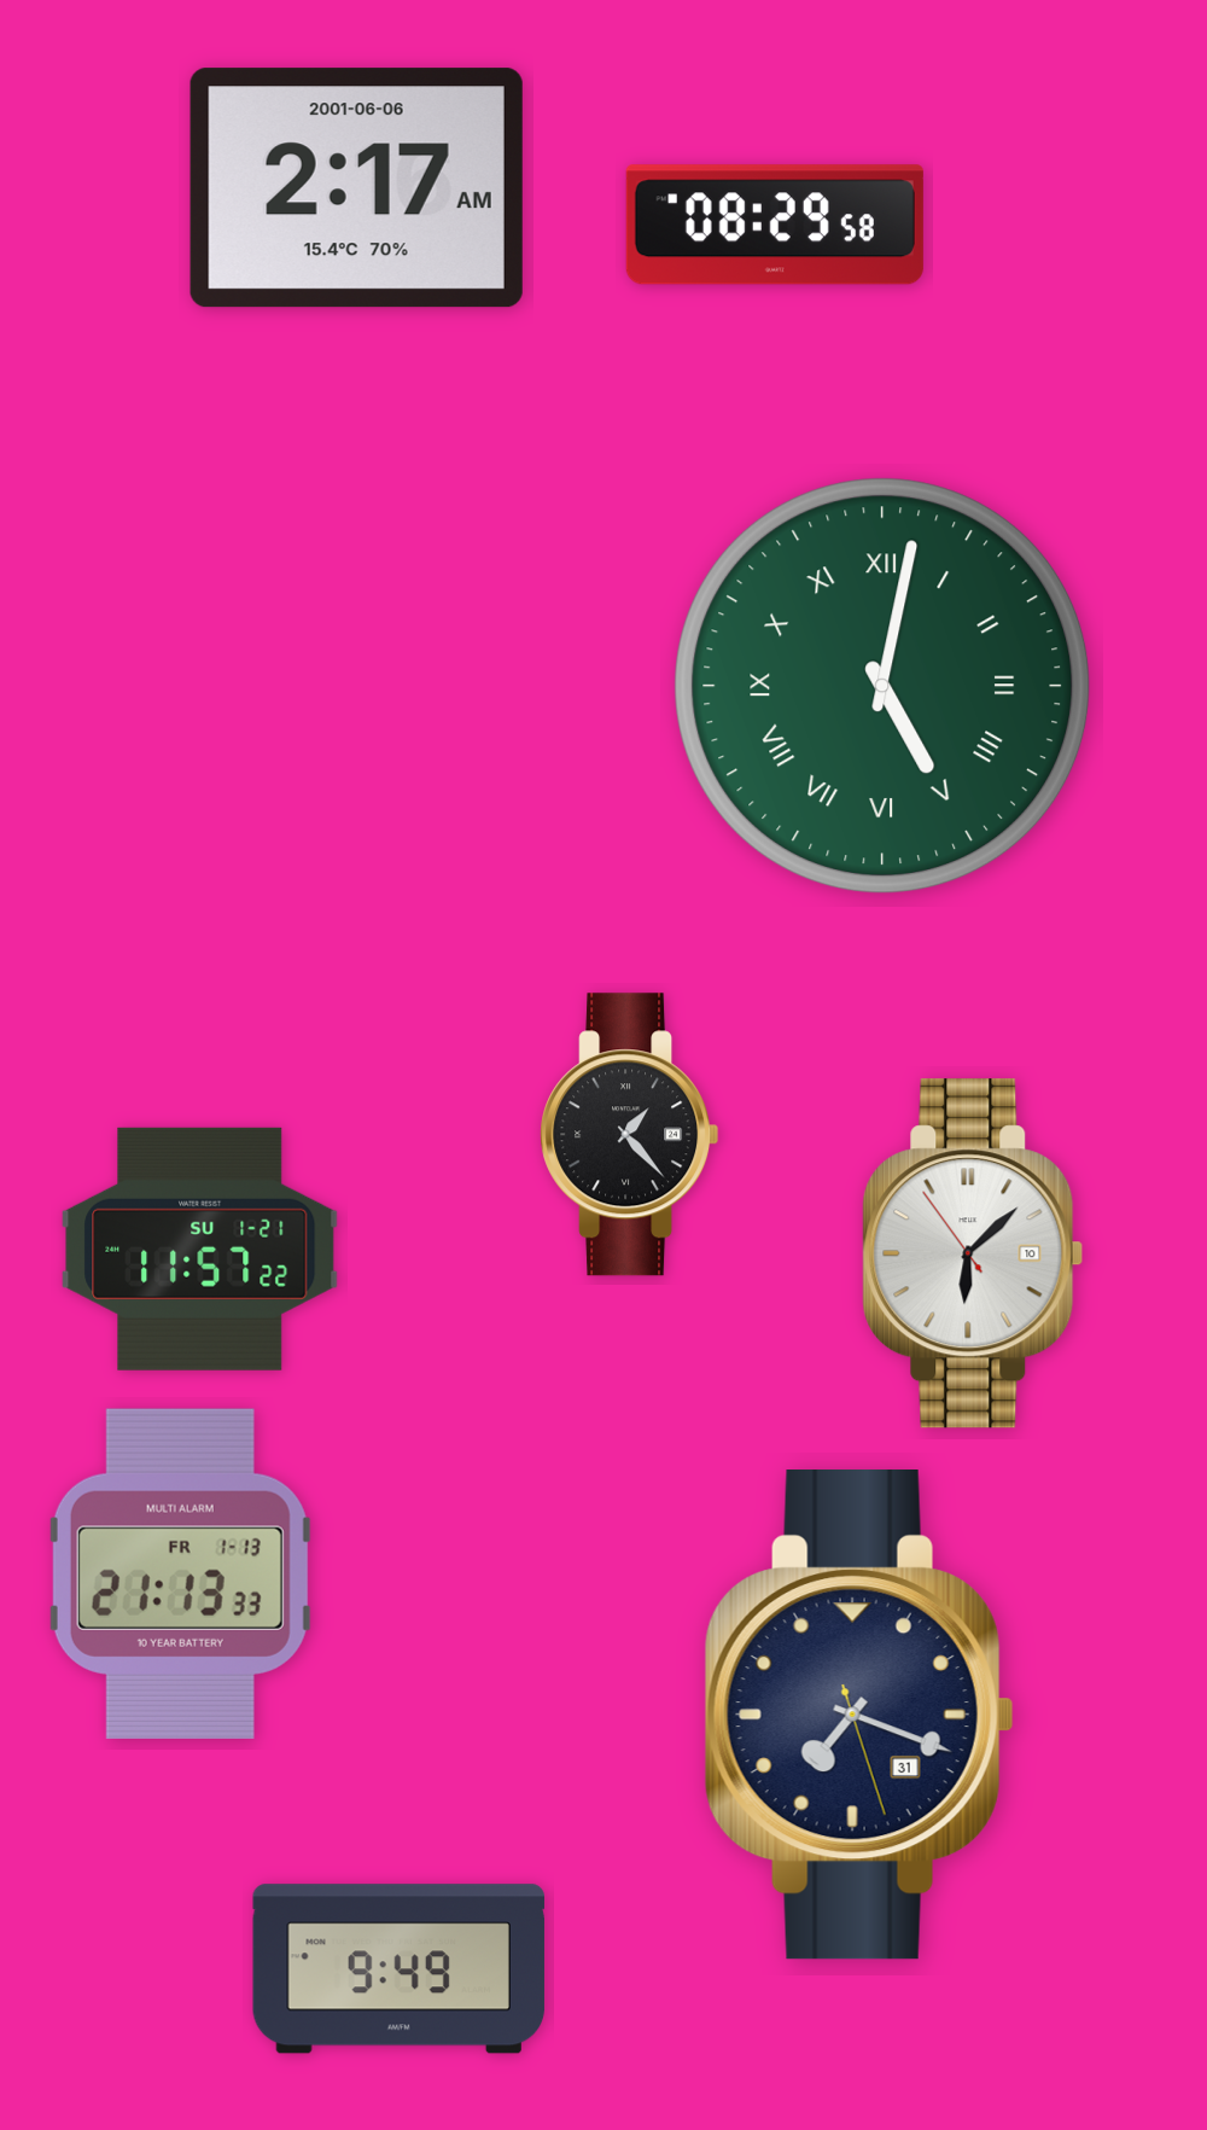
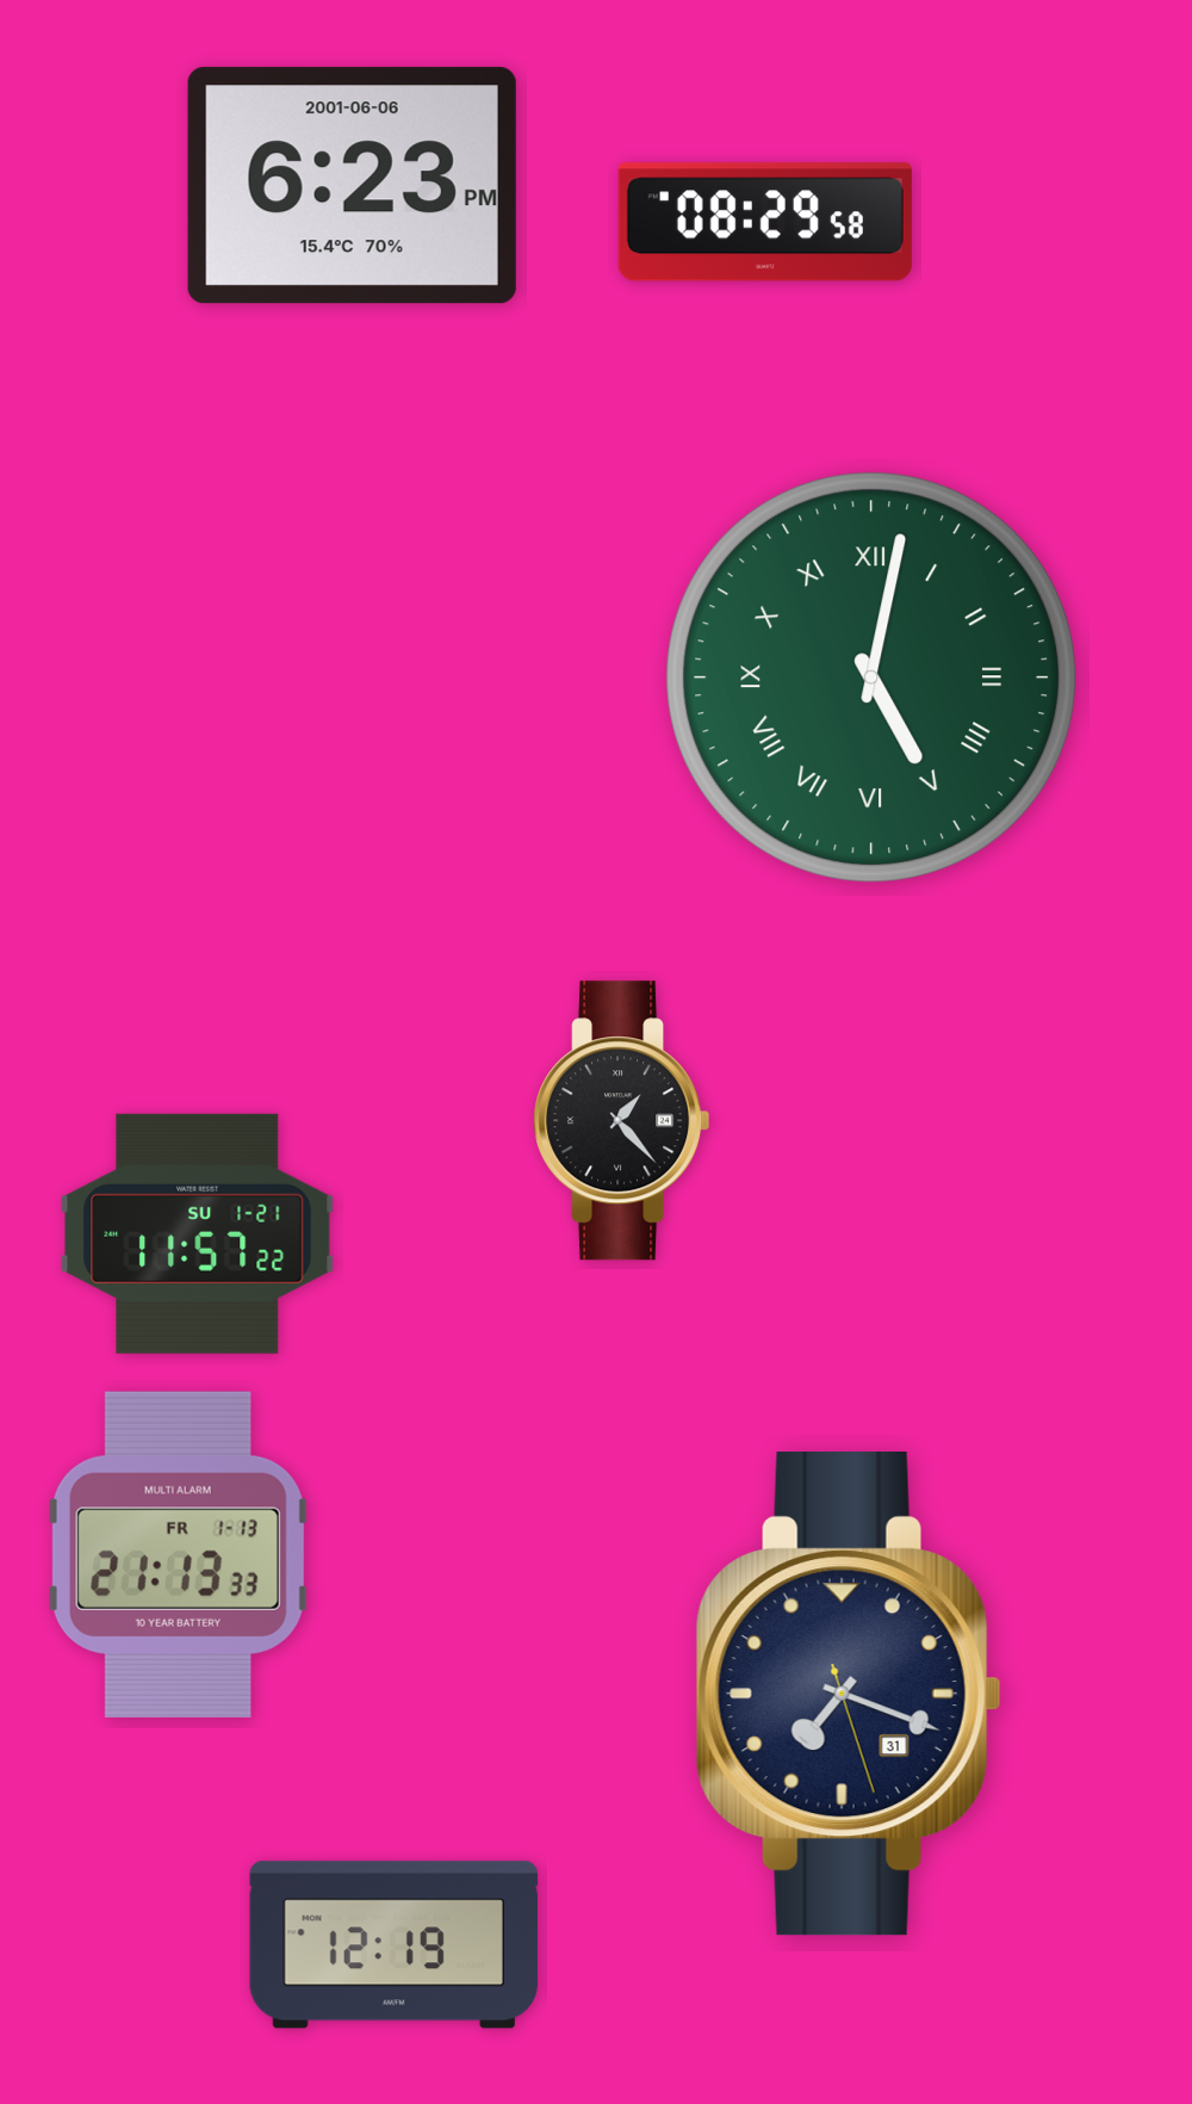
clock at (356, 188): 2:17 -> 6:23
clock at (973, 1253): 6:07 -> none
clock at (398, 1969): 9:49 -> 12:19
